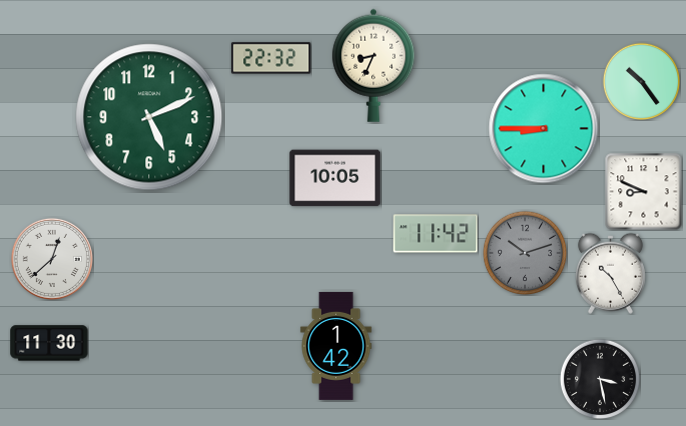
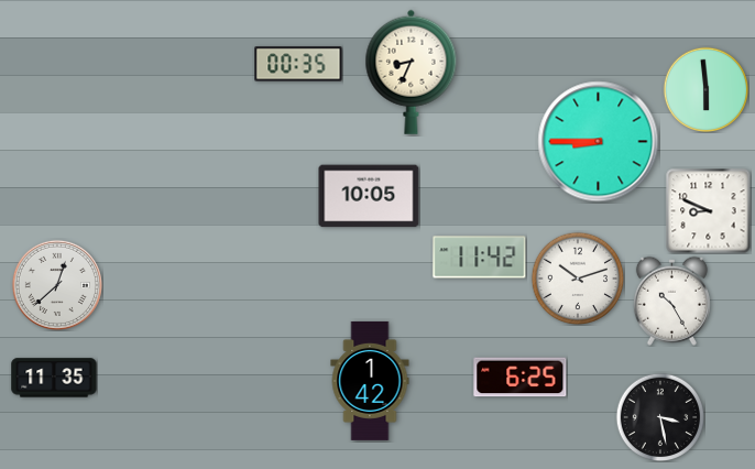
clock at (271, 58): 22:32 -> 00:35
clock at (641, 81): 10:24 -> 5:59
clock at (149, 117): 5:11 -> none
clock at (525, 253) dial: grey -> white
clock at (49, 343): 11:30 -> 11:35
clock at (521, 378): none -> 6:25
